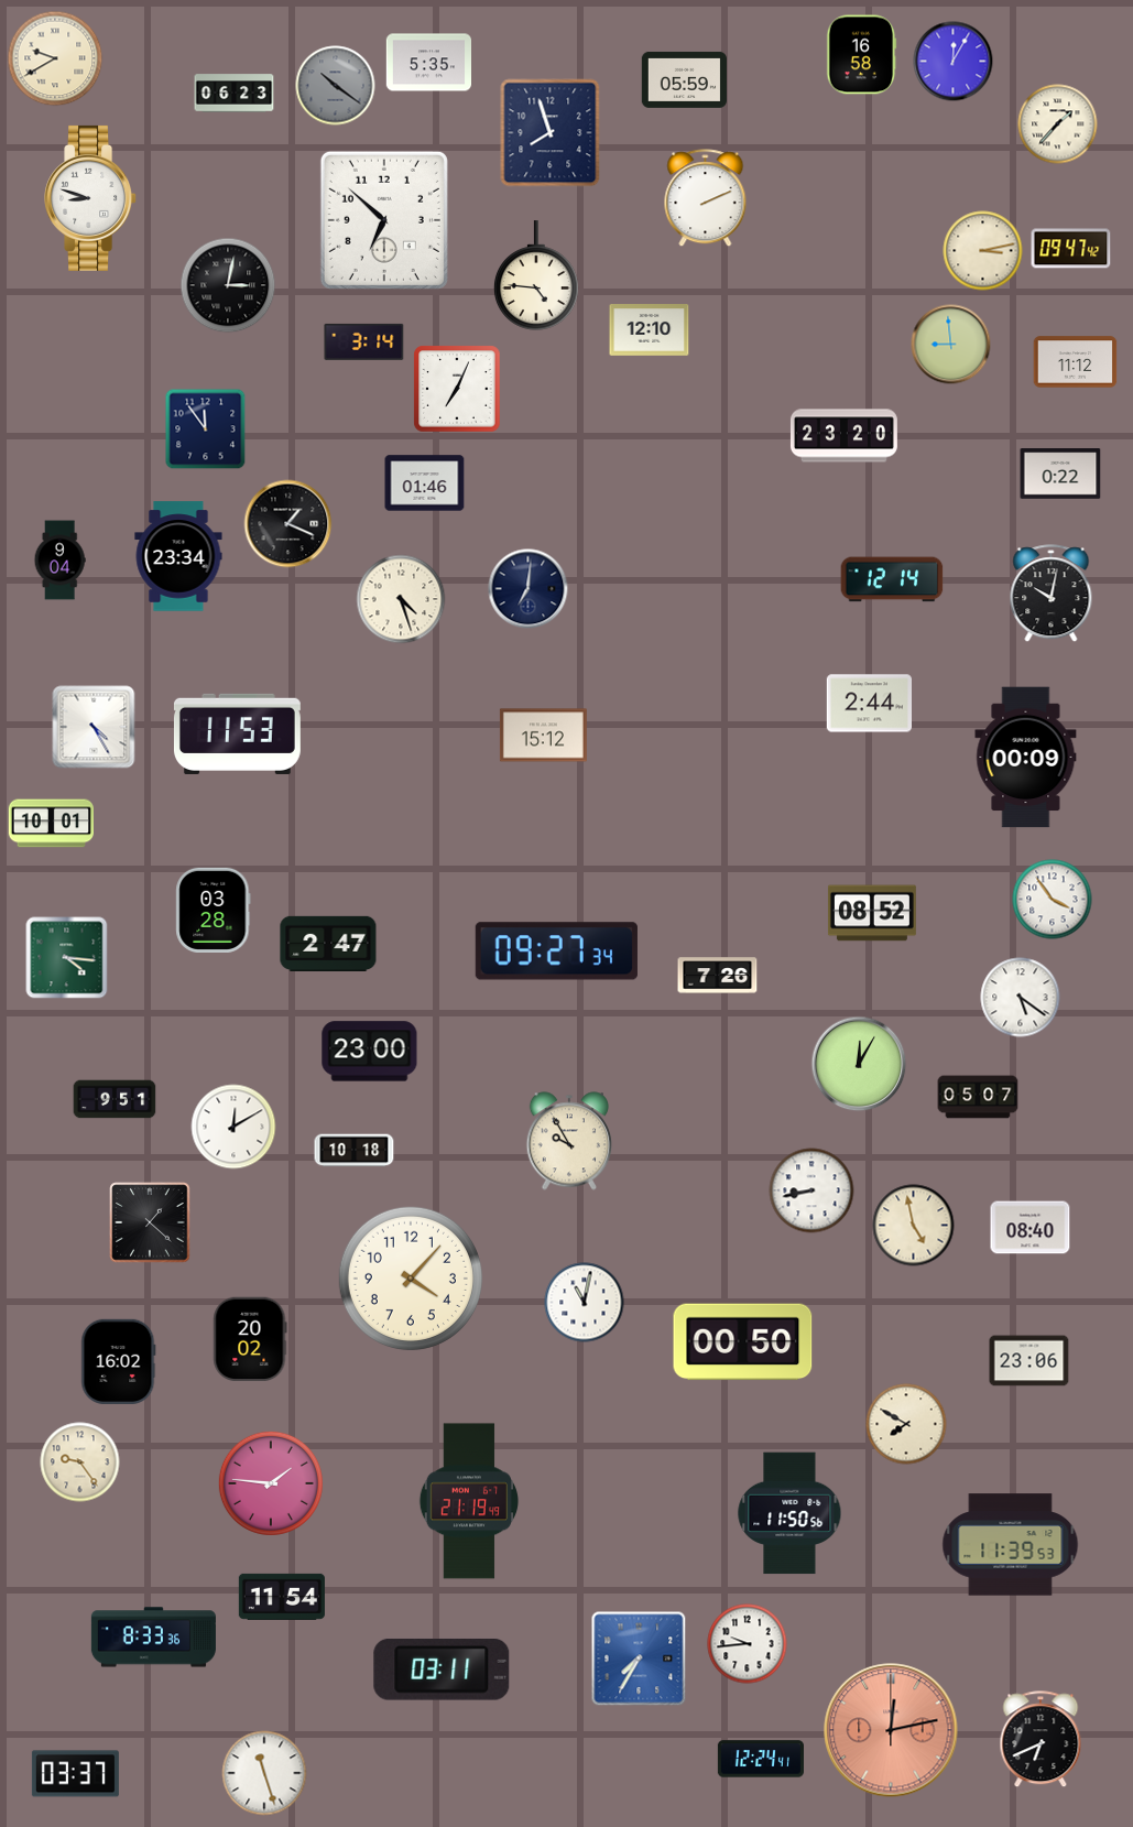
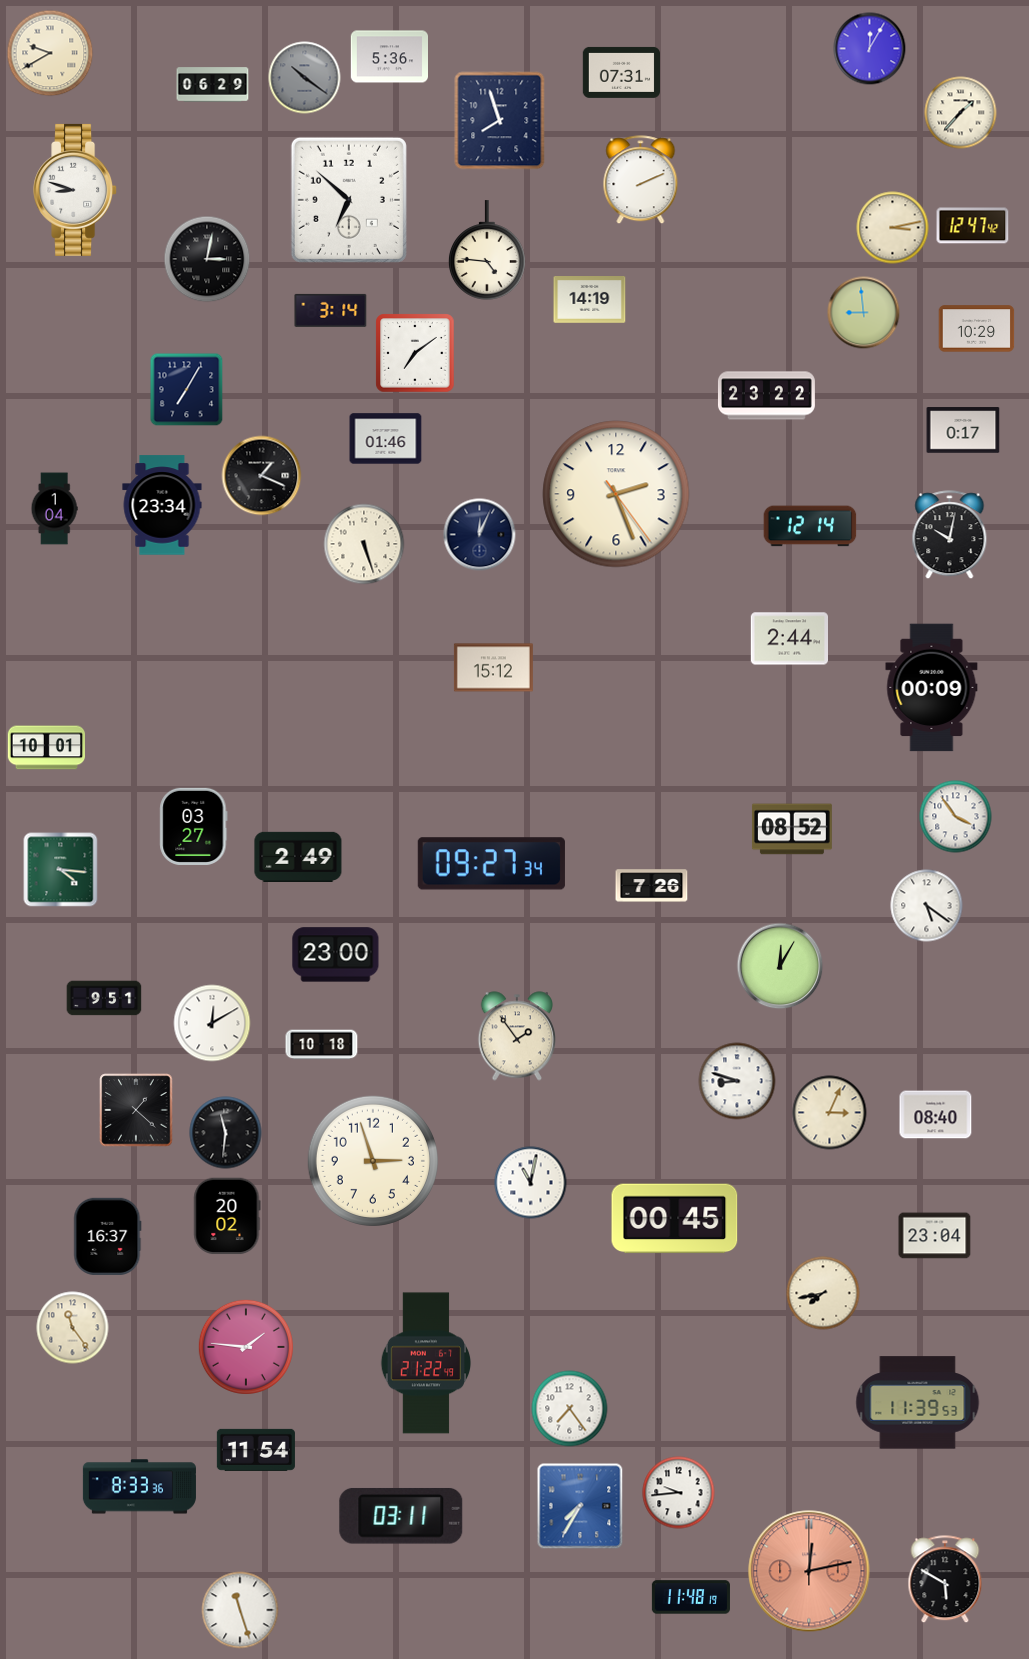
clock at (862, 55): 16:58 -> none
clock at (954, 62) position: (954, 62) -> (870, 49)
clock at (428, 63): 5:35 -> 5:36
clock at (684, 79): 05:59 -> 07:31
clock at (235, 94): 06:23 -> 06:29
clock at (91, 198) position: (91, 198) -> (76, 190)
clock at (1071, 249): 09:47 -> 12:47
clock at (650, 330): 12:10 -> 14:19
clock at (1076, 362): 11:12 -> 10:29
clock at (457, 389): 7:04 -> 7:09
clock at (206, 429): 11:54 -> 7:05
clock at (843, 436): 23:20 -> 23:22
clock at (1060, 474): 0:22 -> 0:17
clock at (616, 494): none -> 2:26
clock at (59, 561): 9:04 -> 1:04
clock at (529, 589): 7:01 -> 12:04
clock at (1052, 594) position: (1052, 594) -> (950, 535)
clock at (401, 599): 4:27 -> 5:27
clock at (94, 727): 4:25 -> none
clock at (237, 733): 11:53 -> none
clock at (214, 910): 03:28 -> 03:27
clock at (328, 943): 2:47 -> 2:49
clock at (556, 951) position: (556, 951) -> (491, 864)
clock at (978, 1097): 05:07 -> none
clock at (568, 1141): 9:55 -> 1:54
clock at (811, 1190): 8:43 -> 8:48
clock at (914, 1226): 4:58 -> 3:04
clock at (226, 1133): none -> 11:31
clock at (411, 1279): 4:07 -> 2:57
clock at (743, 1342): 00:50 -> 00:45
clock at (119, 1361): 16:02 -> 16:37
clock at (1029, 1361): 23:06 -> 23:04
clock at (906, 1424): 7:50 -> 7:43
clock at (80, 1462): 9:24 -> 11:24
clock at (469, 1501): 21:19 -> 21:22
clock at (789, 1513): 11:50 -> none
clock at (570, 1409): none -> 7:24
clock at (1041, 1740): 6:41 -> 5:50
clock at (761, 1759): 12:24 -> 11:48
clock at (75, 1774): 03:37 -> none
